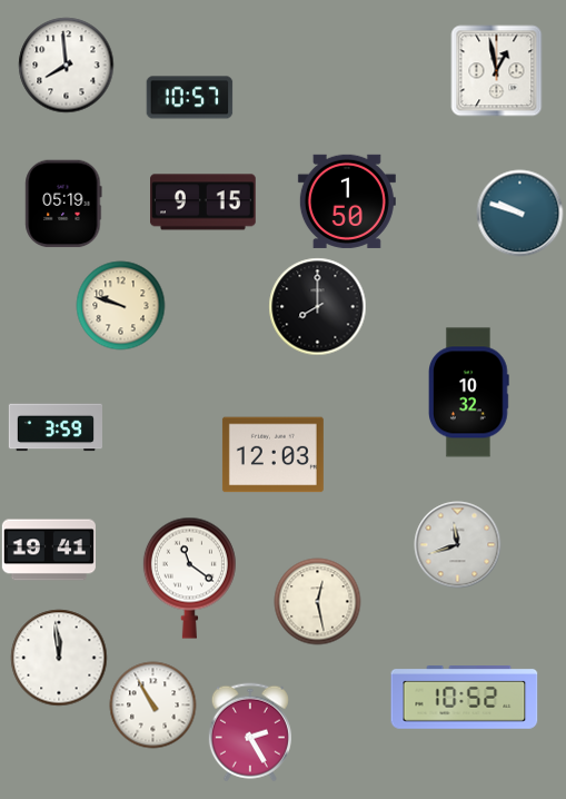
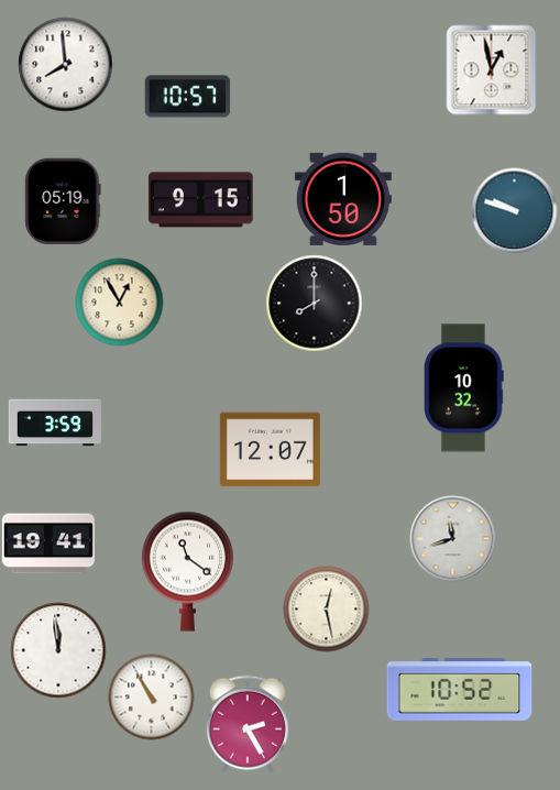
clock at (120, 305): 9:48 -> 12:55
clock at (272, 455): 12:03 -> 12:07
clock at (317, 601) position: (317, 601) -> (326, 608)
